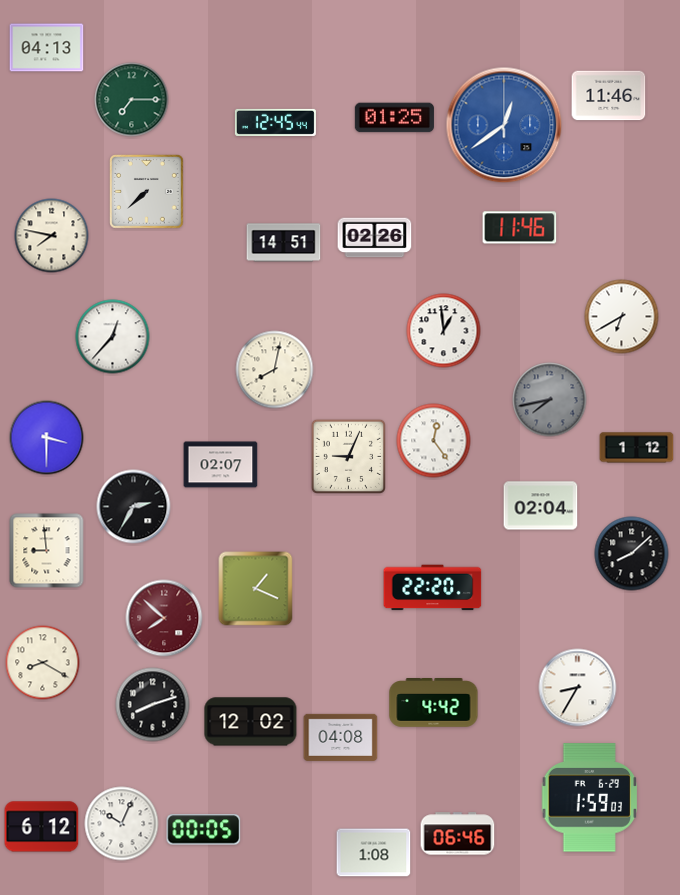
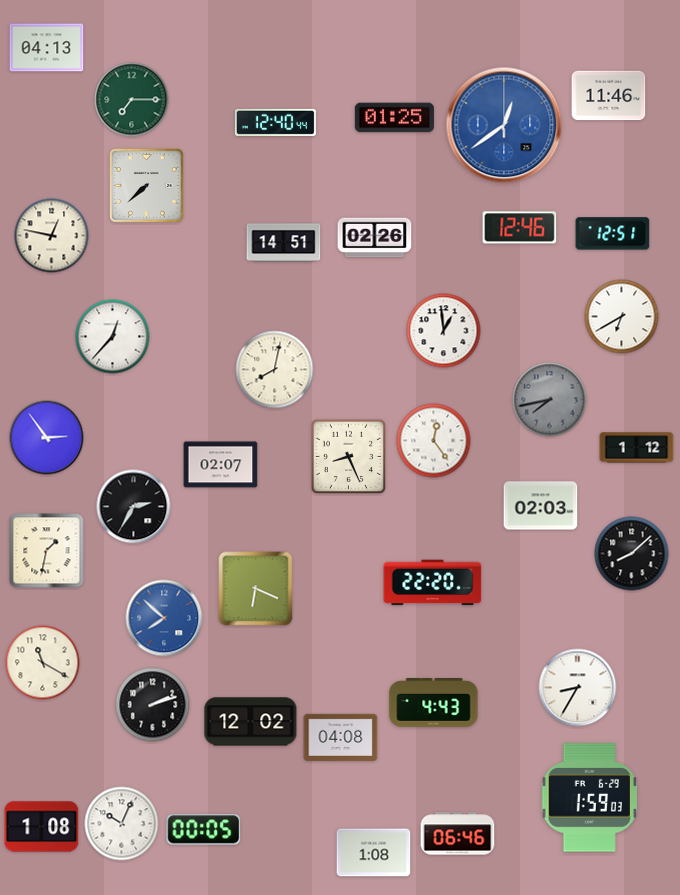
clock at (275, 122): 12:45 -> 12:40
clock at (147, 192) position: (147, 192) -> (147, 186)
clock at (520, 228): 11:46 -> 12:46
clock at (613, 234): none -> 12:51
clock at (52, 236): 7:47 -> 12:47
clock at (47, 438): 3:30 -> 2:54
clock at (348, 456): 9:04 -> 8:26
clock at (541, 506): 02:04 -> 02:03
clock at (47, 551): 8:59 -> 1:32
clock at (433, 588) position: (433, 588) -> (433, 583)
clock at (256, 589): 1:19 -> 6:19
clock at (164, 618) dial: burgundy -> blue
clock at (43, 663): 8:20 -> 11:20
clock at (434, 703): 4:42 -> 4:43
clock at (153, 705): 8:12 -> 2:12
clock at (42, 827): 6:12 -> 1:08
